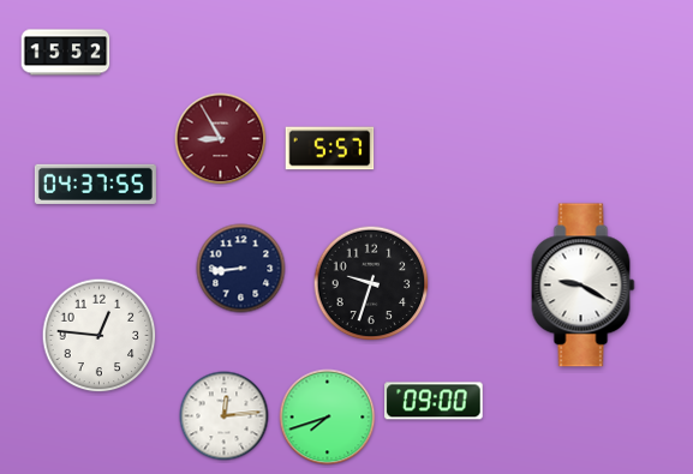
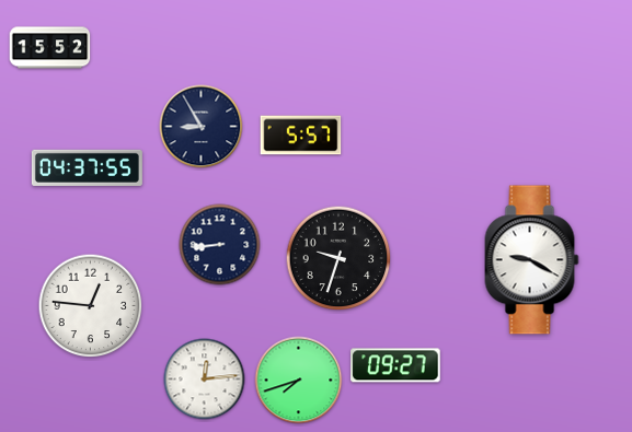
clock at (66, 53) position: (66, 53) -> (50, 48)
clock at (221, 139) dial: burgundy -> navy
clock at (434, 401): 09:00 -> 09:27
